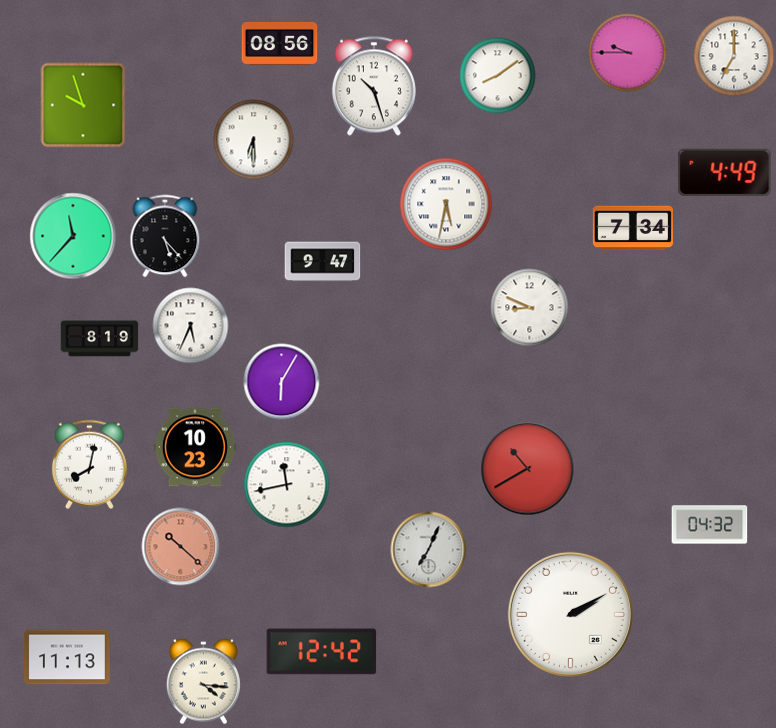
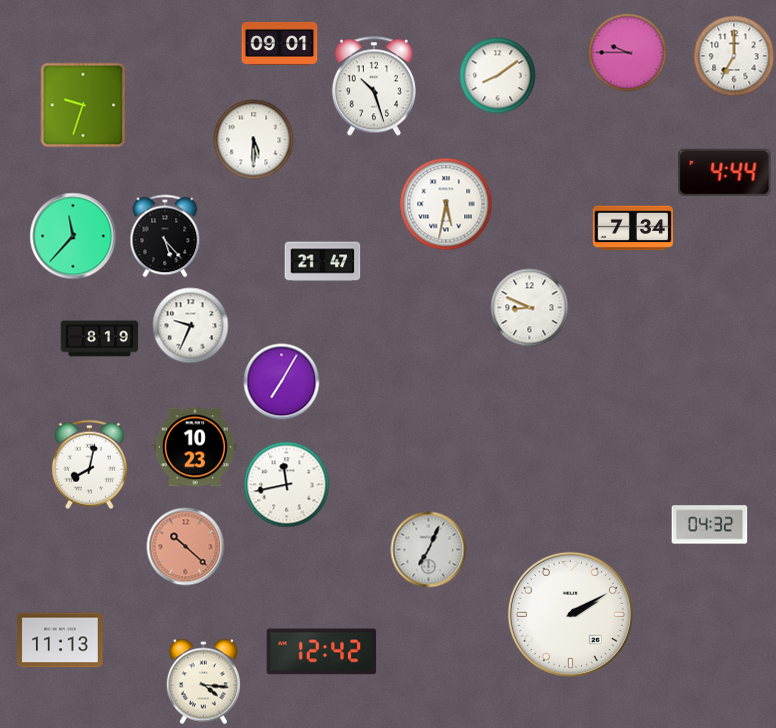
clock at (280, 43): 08:56 -> 09:01
clock at (83, 105): 9:57 -> 9:33
clock at (254, 140): 6:30 -> 5:30
clock at (725, 172): 4:49 -> 4:44
clock at (323, 262): 9:47 -> 21:47
clock at (191, 326): 5:34 -> 9:34
clock at (282, 382): 6:05 -> 7:05
clock at (528, 469): 10:40 -> none
clock at (181, 547) position: (181, 547) -> (186, 547)
clock at (67, 657) position: (67, 657) -> (60, 640)
